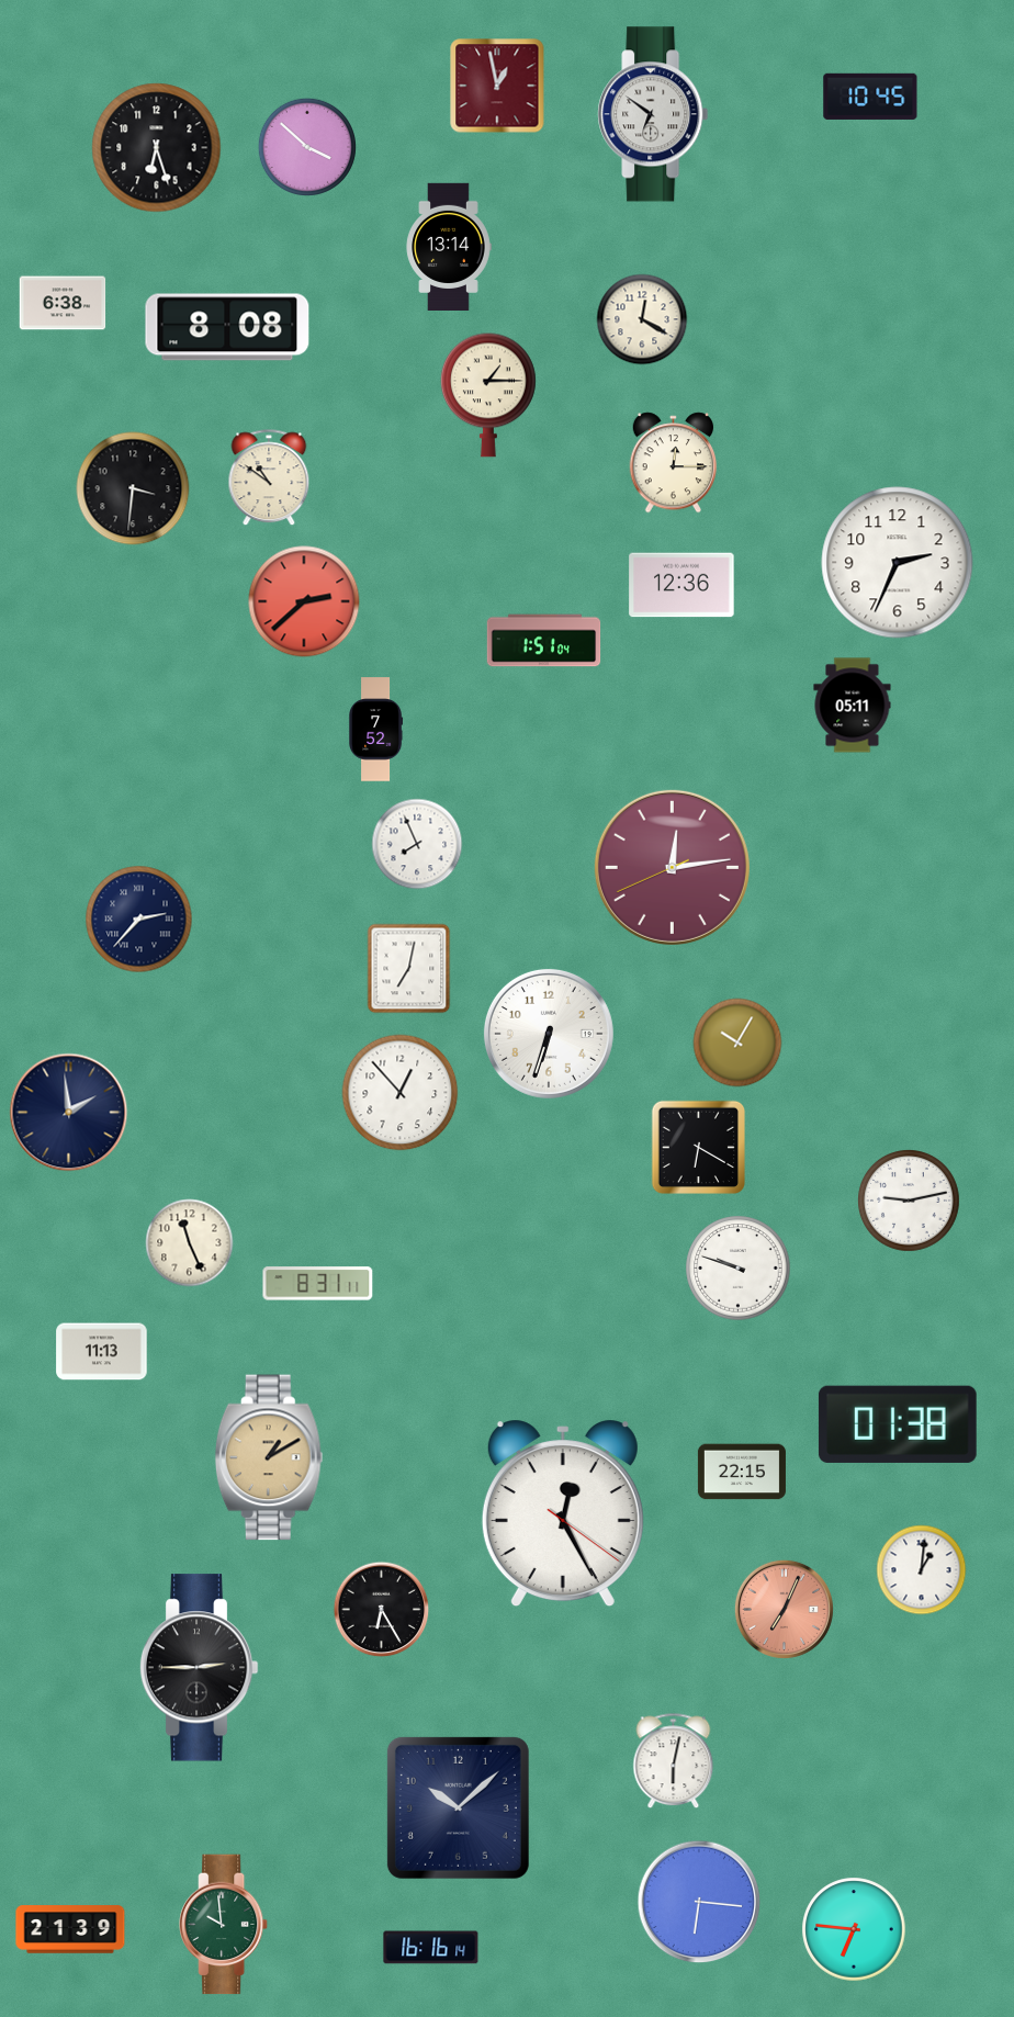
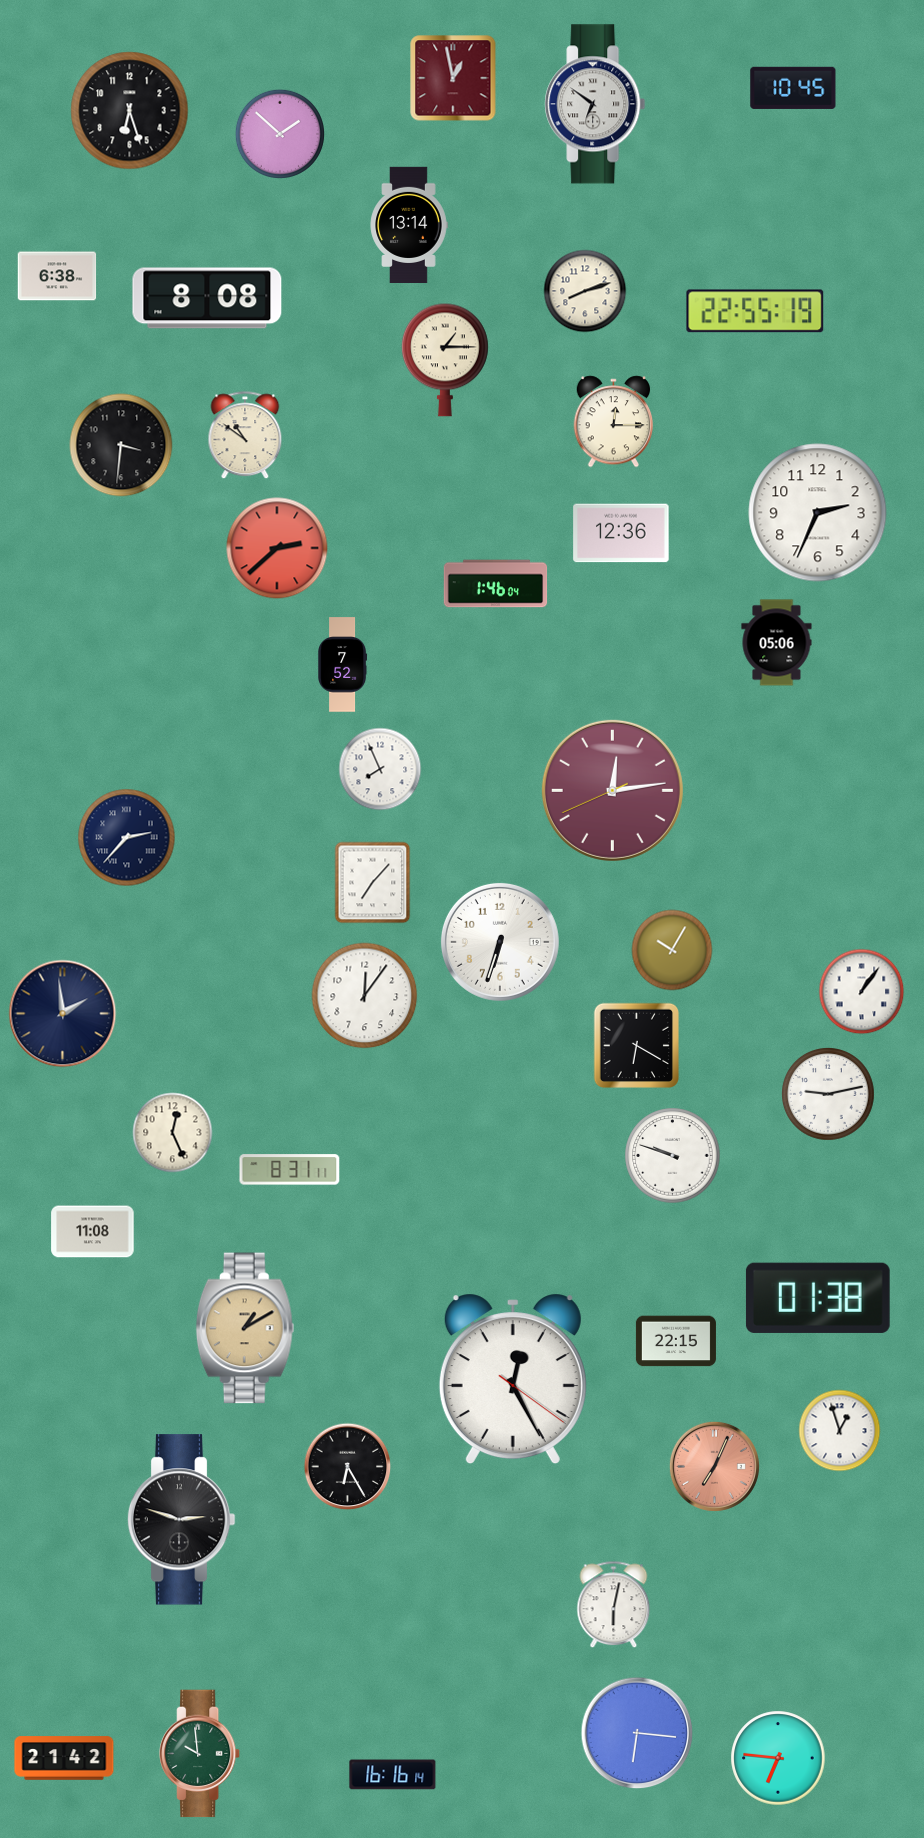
clock at (307, 147): 3:52 -> 1:52
clock at (157, 148) position: (157, 148) -> (130, 111)
clock at (642, 319): 12:20 -> 8:12
clock at (755, 311): none -> 22:55
clock at (544, 641): 1:51 -> 1:46
clock at (853, 706): 05:11 -> 05:06
clock at (409, 969): 7:02 -> 7:07
clock at (862, 992): none -> 1:06
clock at (401, 1093): 12:53 -> 12:06
clock at (190, 1243): 11:26 -> 12:26
clock at (102, 1352): 11:13 -> 11:08
clock at (922, 1570): 1:01 -> 12:57
clock at (199, 1668): 2:45 -> 2:48
clock at (458, 1807): 10:08 -> none
clock at (224, 1925) position: (224, 1925) -> (200, 1754)
clock at (70, 1929): 21:39 -> 21:42
